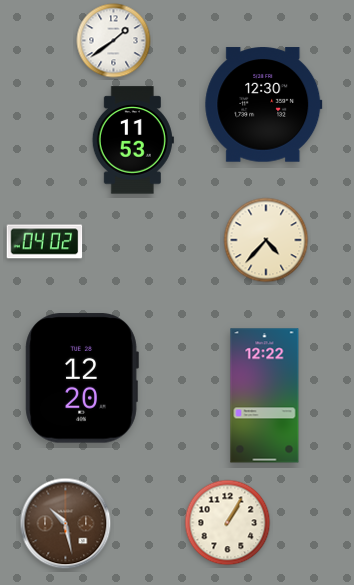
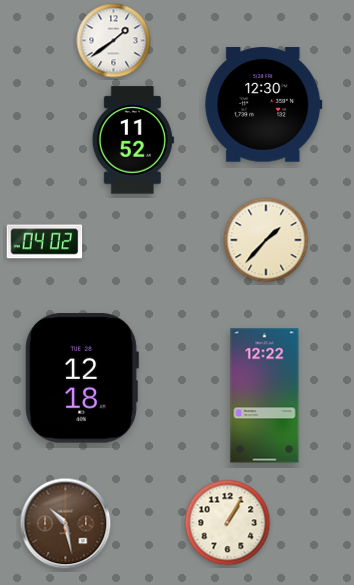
clock at (133, 140): 11:53 -> 11:52
clock at (266, 240): 4:37 -> 1:37
clock at (82, 378): 12:20 -> 12:18
